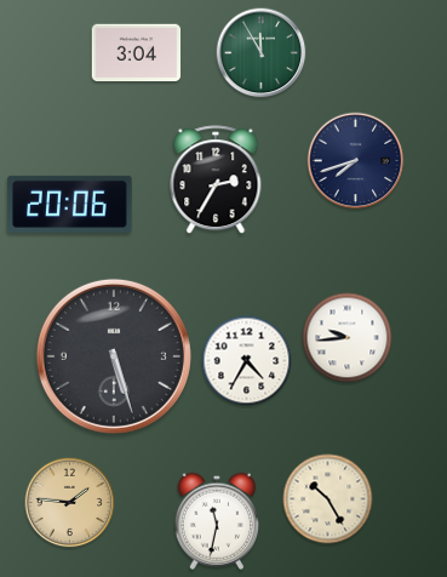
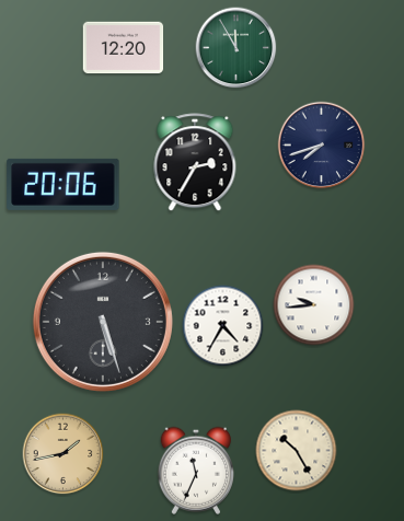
clock at (137, 53): 3:04 -> 12:20
clock at (70, 503): 1:46 -> 1:43
clock at (216, 521): 11:32 -> 11:34
